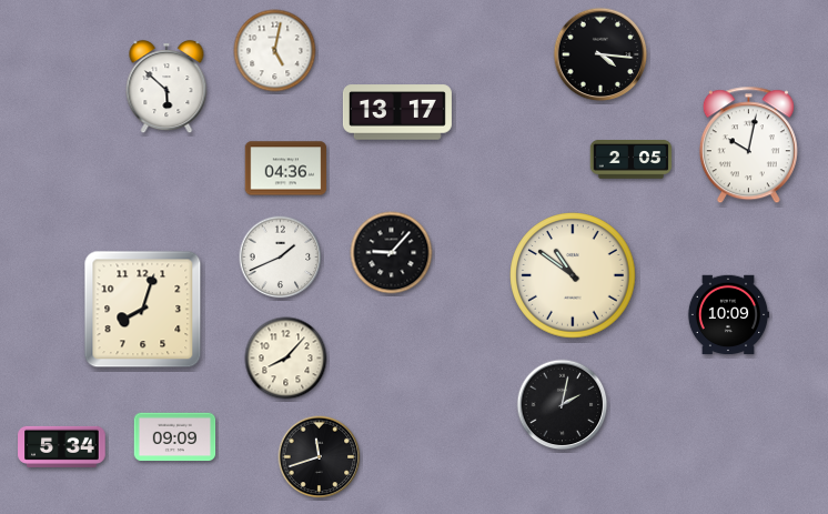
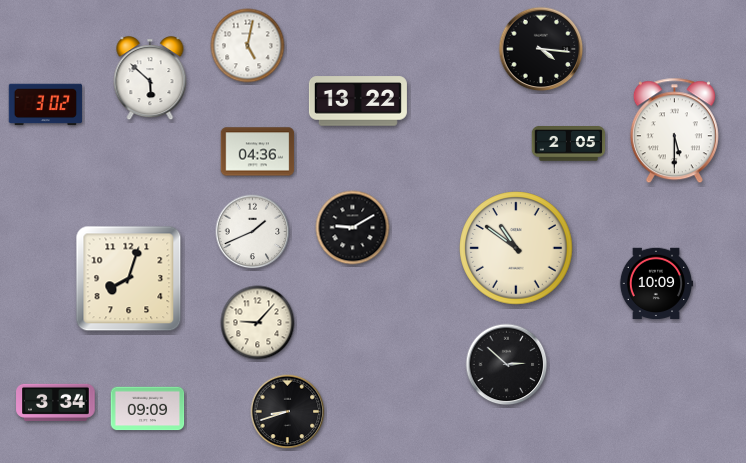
clock at (397, 112): 13:17 -> 13:22
clock at (46, 105): none -> 3:02
clock at (748, 145): 10:02 -> 5:30
clock at (392, 253): 9:07 -> 9:10
clock at (286, 359): 8:07 -> 9:07
clock at (563, 405): 2:02 -> 2:52
clock at (175, 437) position: (175, 437) -> (148, 409)
clock at (62, 446): 5:34 -> 3:34
clock at (320, 457): 11:42 -> 8:42
